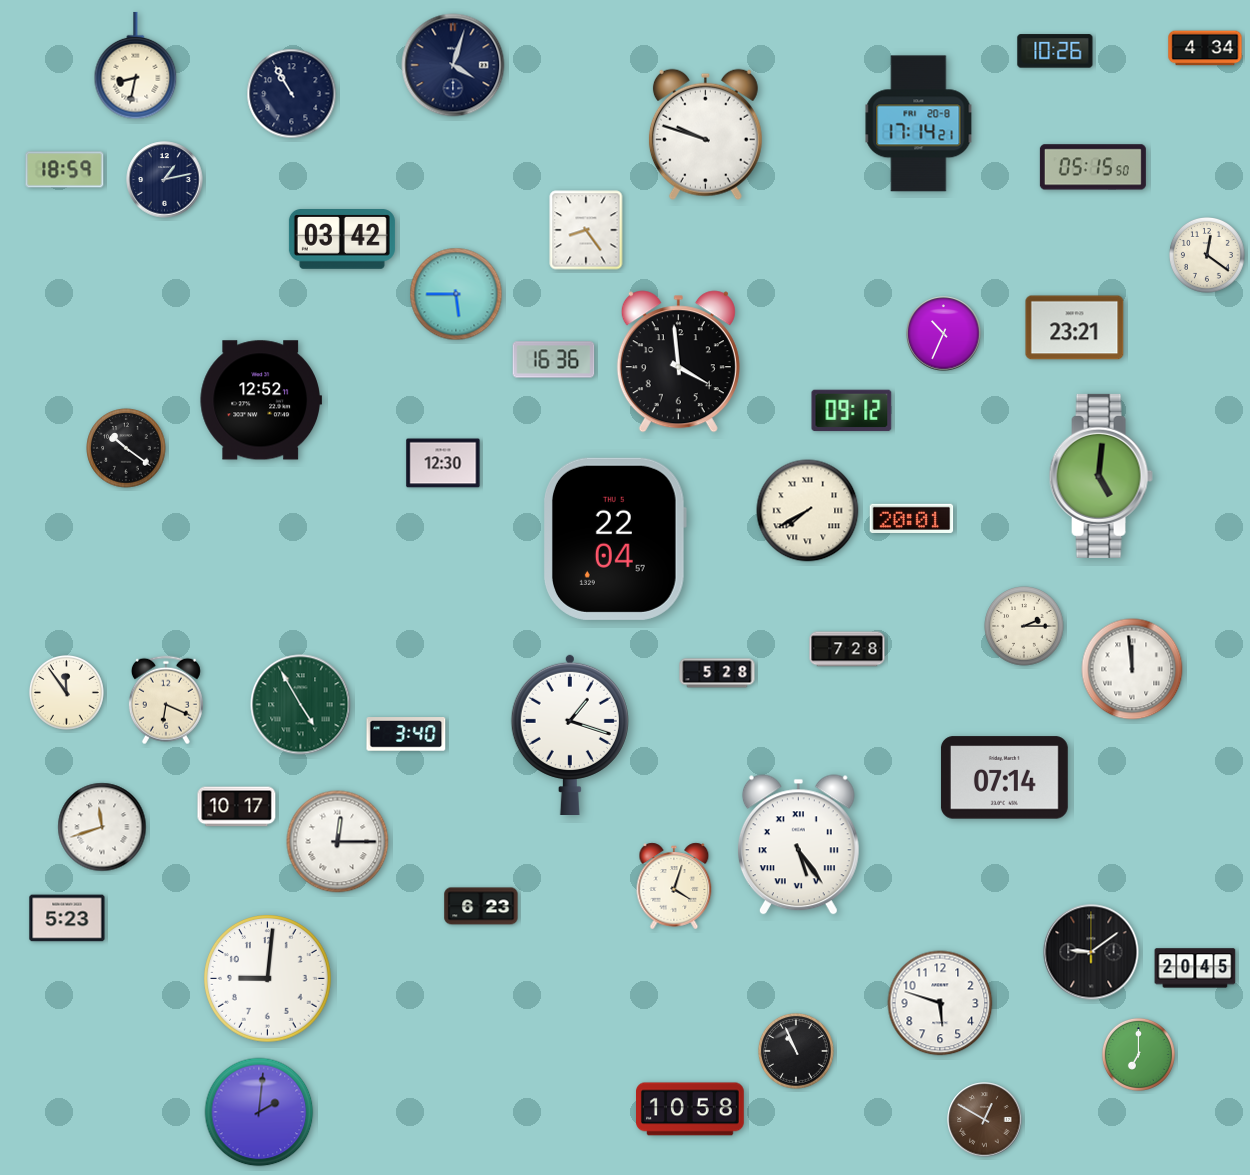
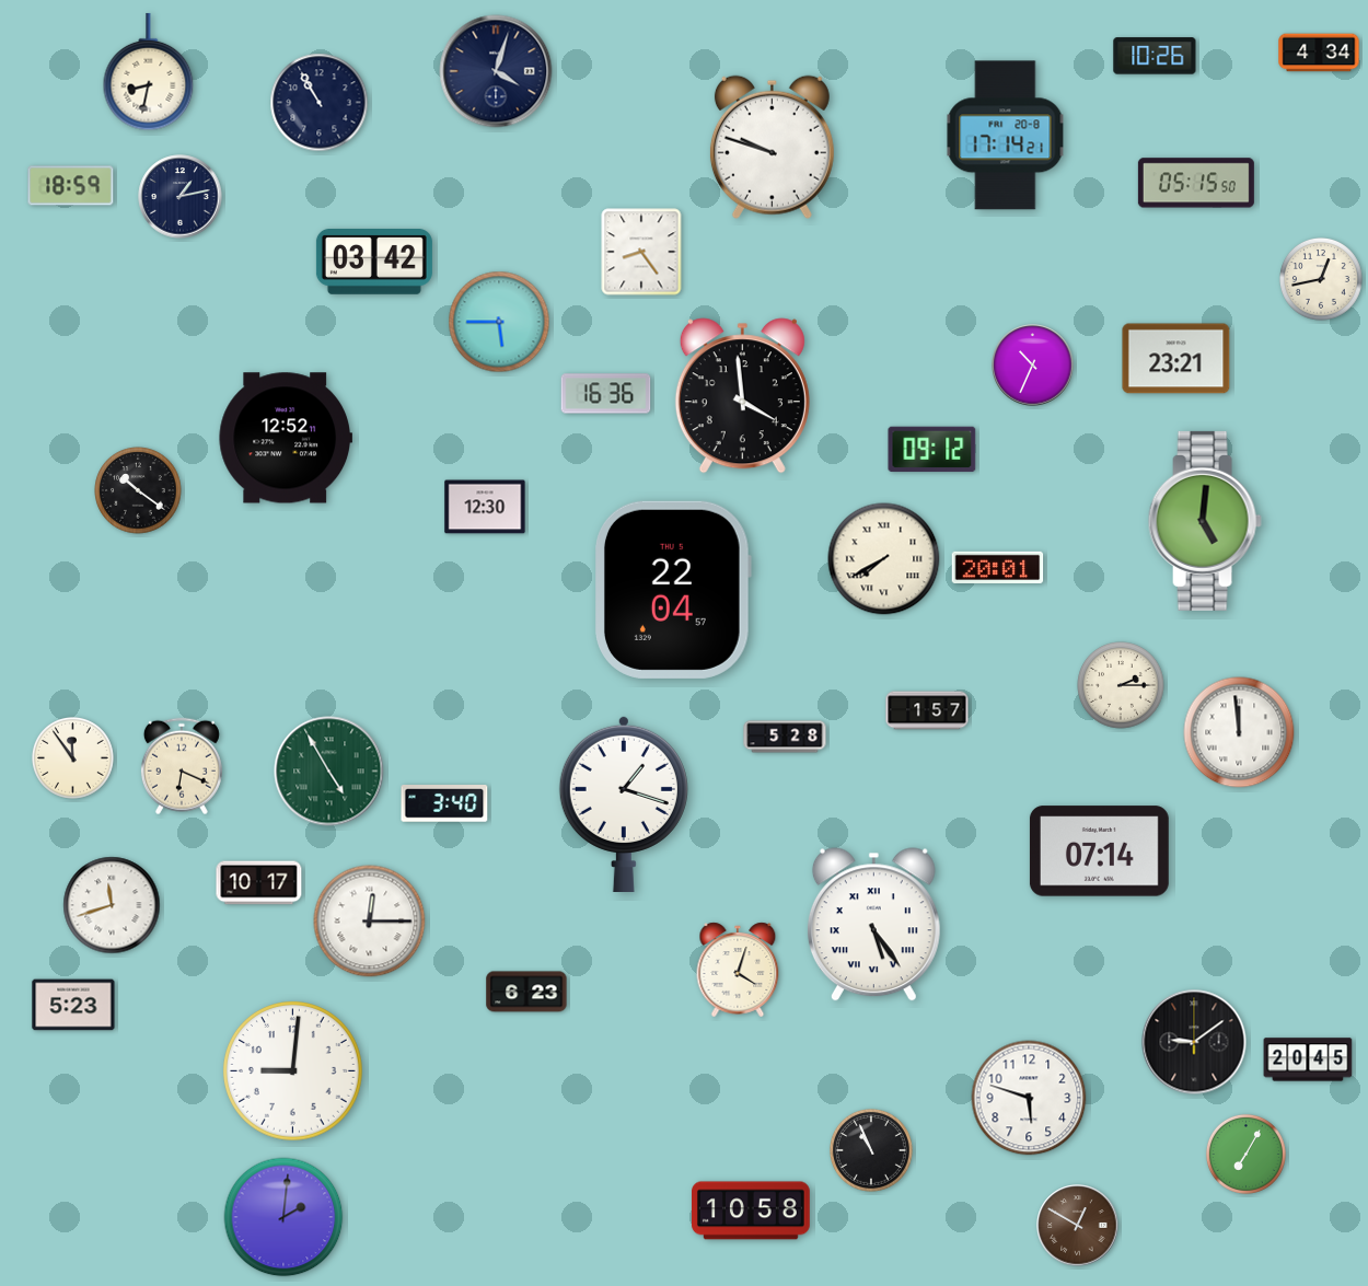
clock at (1208, 256): 12:21 -> 12:43
clock at (847, 649): 7:28 -> 1:57
clock at (1138, 1054): 7:00 -> 7:05
clock at (691, 1109) position: (691, 1109) -> (752, 1210)
